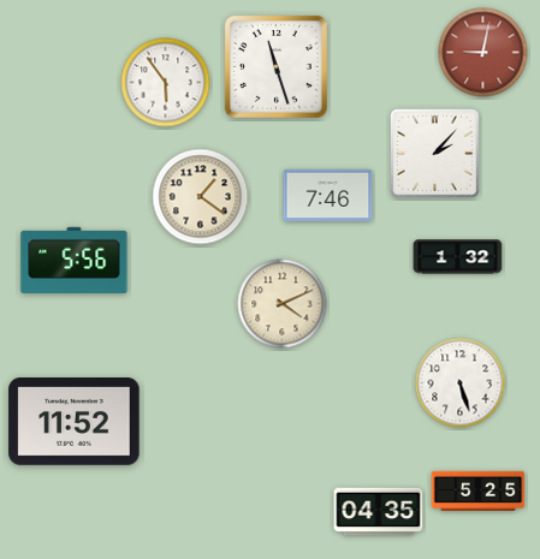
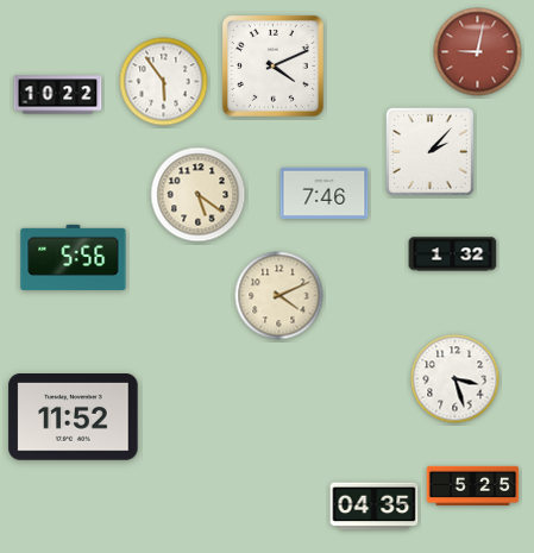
clock at (275, 66): 11:27 -> 4:11
clock at (58, 95): none -> 10:22
clock at (201, 197): 1:21 -> 5:21
clock at (283, 304) position: (283, 304) -> (279, 296)
clock at (461, 383): 5:27 -> 3:27
